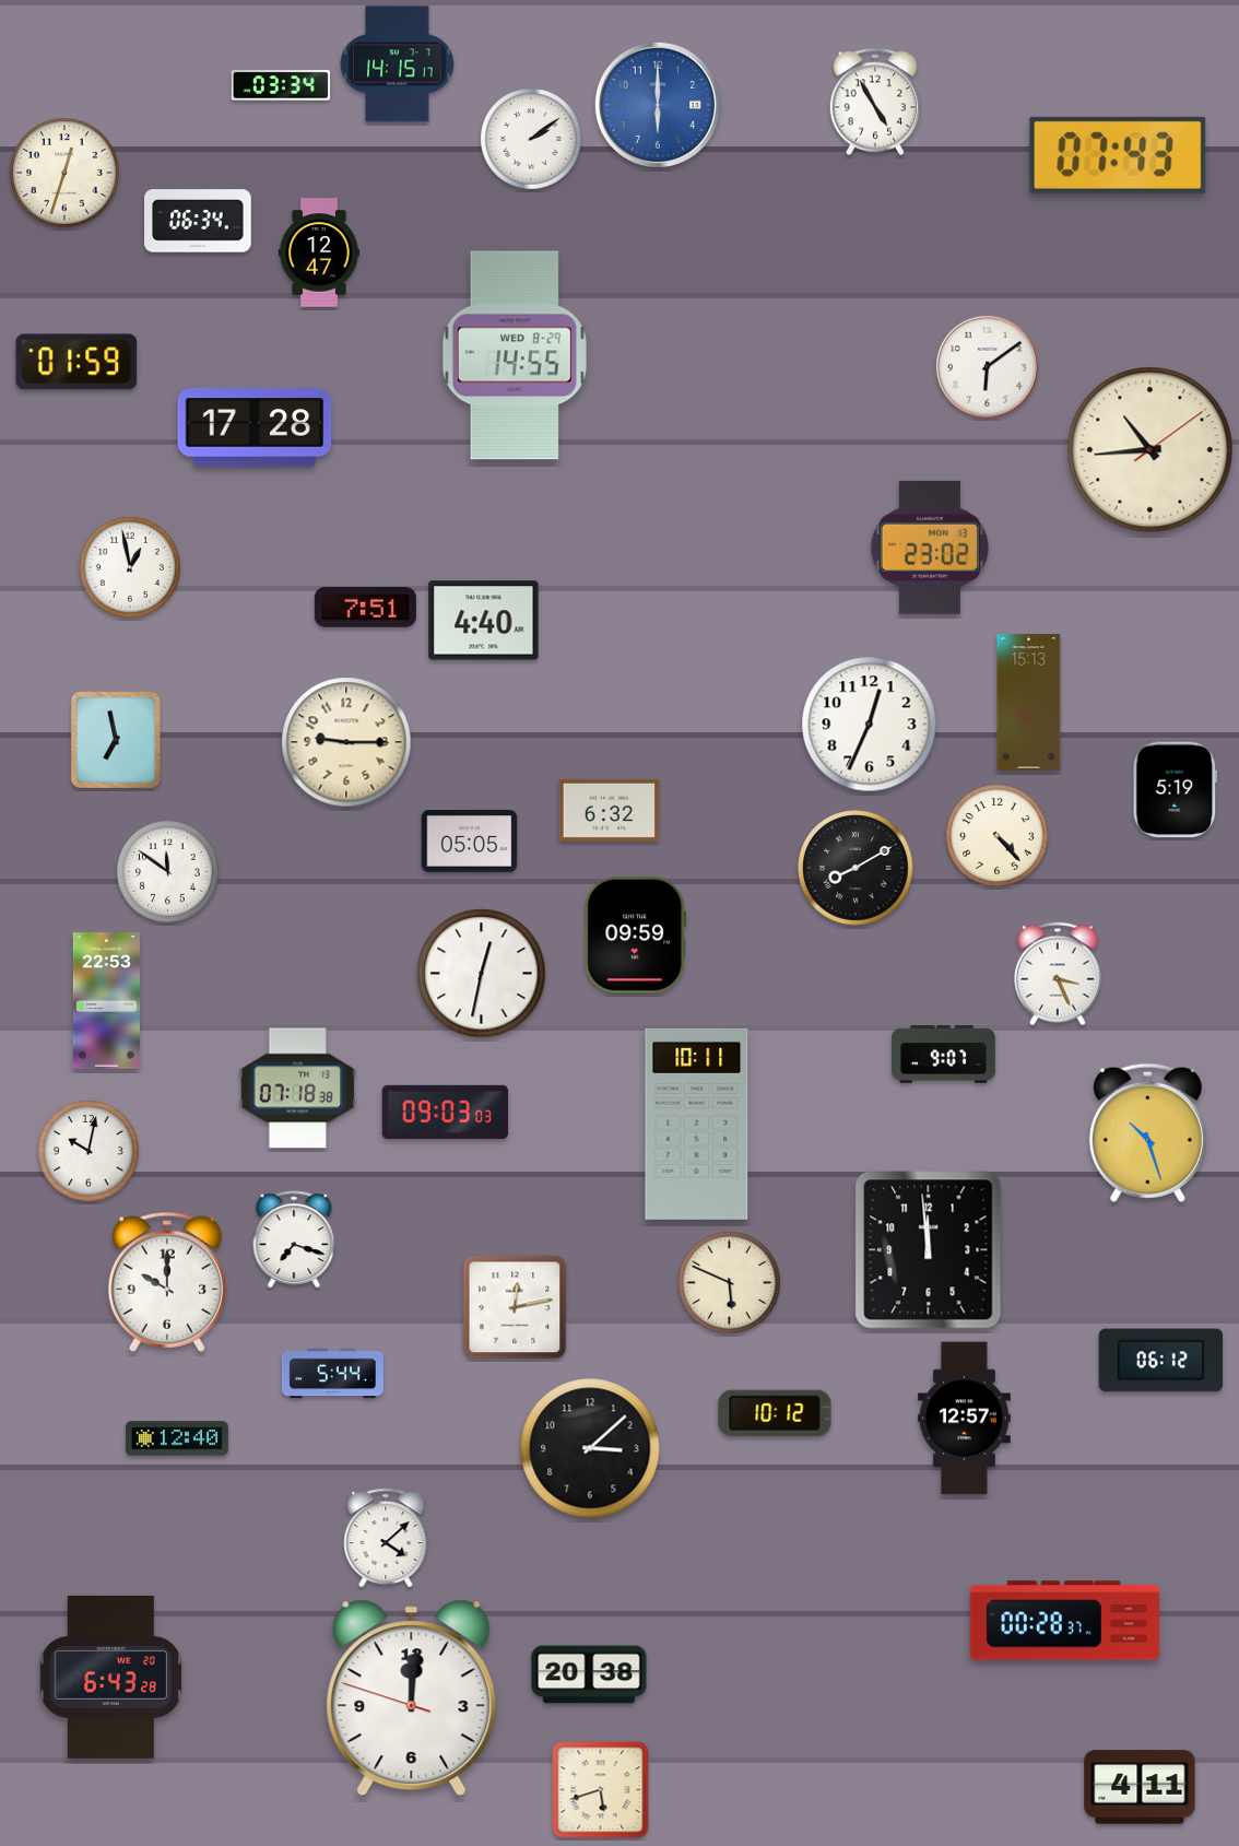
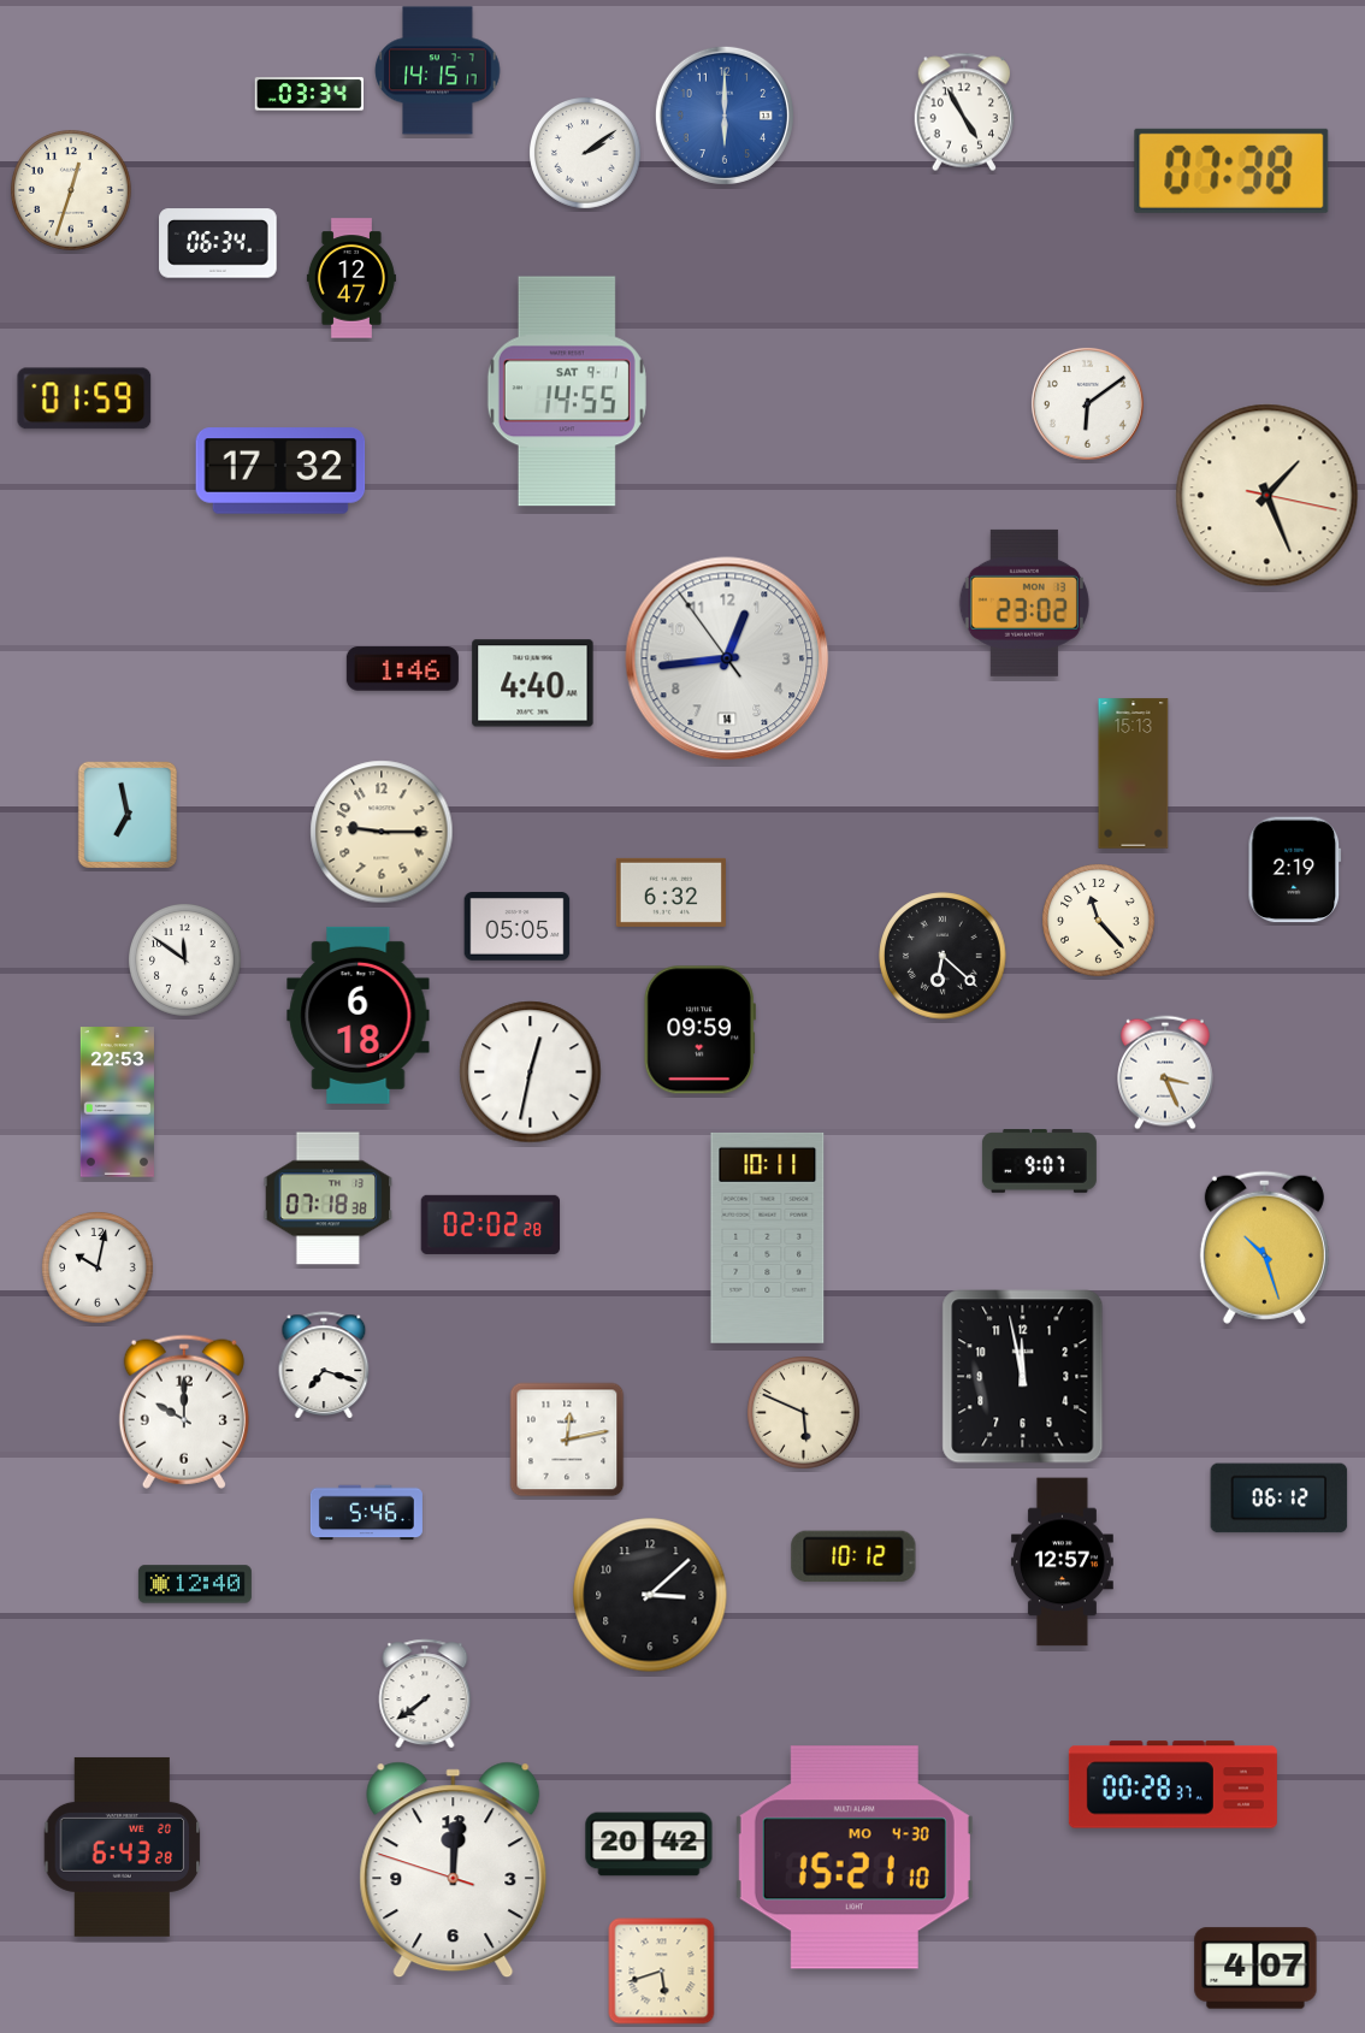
clock at (1118, 155): 07:43 -> 07:38
clock at (515, 355) date: WED 8-29 -> SAT 9-1
clock at (255, 427): 17:28 -> 17:32
clock at (1150, 450): 10:44 -> 1:26
clock at (131, 568): 12:58 -> none
clock at (727, 658): none -> 12:43
clock at (365, 608): 7:51 -> 1:46
clock at (870, 725): 12:34 -> none
clock at (346, 742) position: (346, 742) -> (382, 832)
clock at (1176, 790): 5:19 -> 2:19
clock at (998, 836): 4:23 -> 11:23
clock at (855, 868): 8:10 -> 6:22
clock at (359, 1015): none -> 6:18
clock at (446, 1112): 09:03 -> 02:02
clock at (929, 1250): 11:59 -> 11:58
clock at (332, 1374): 5:44 -> 5:46
clock at (386, 1538): 4:08 -> 7:39
clock at (589, 1674): 20:38 -> 20:42
clock at (855, 1857): none -> 15:21
clock at (1140, 1787): 4:11 -> 4:07
